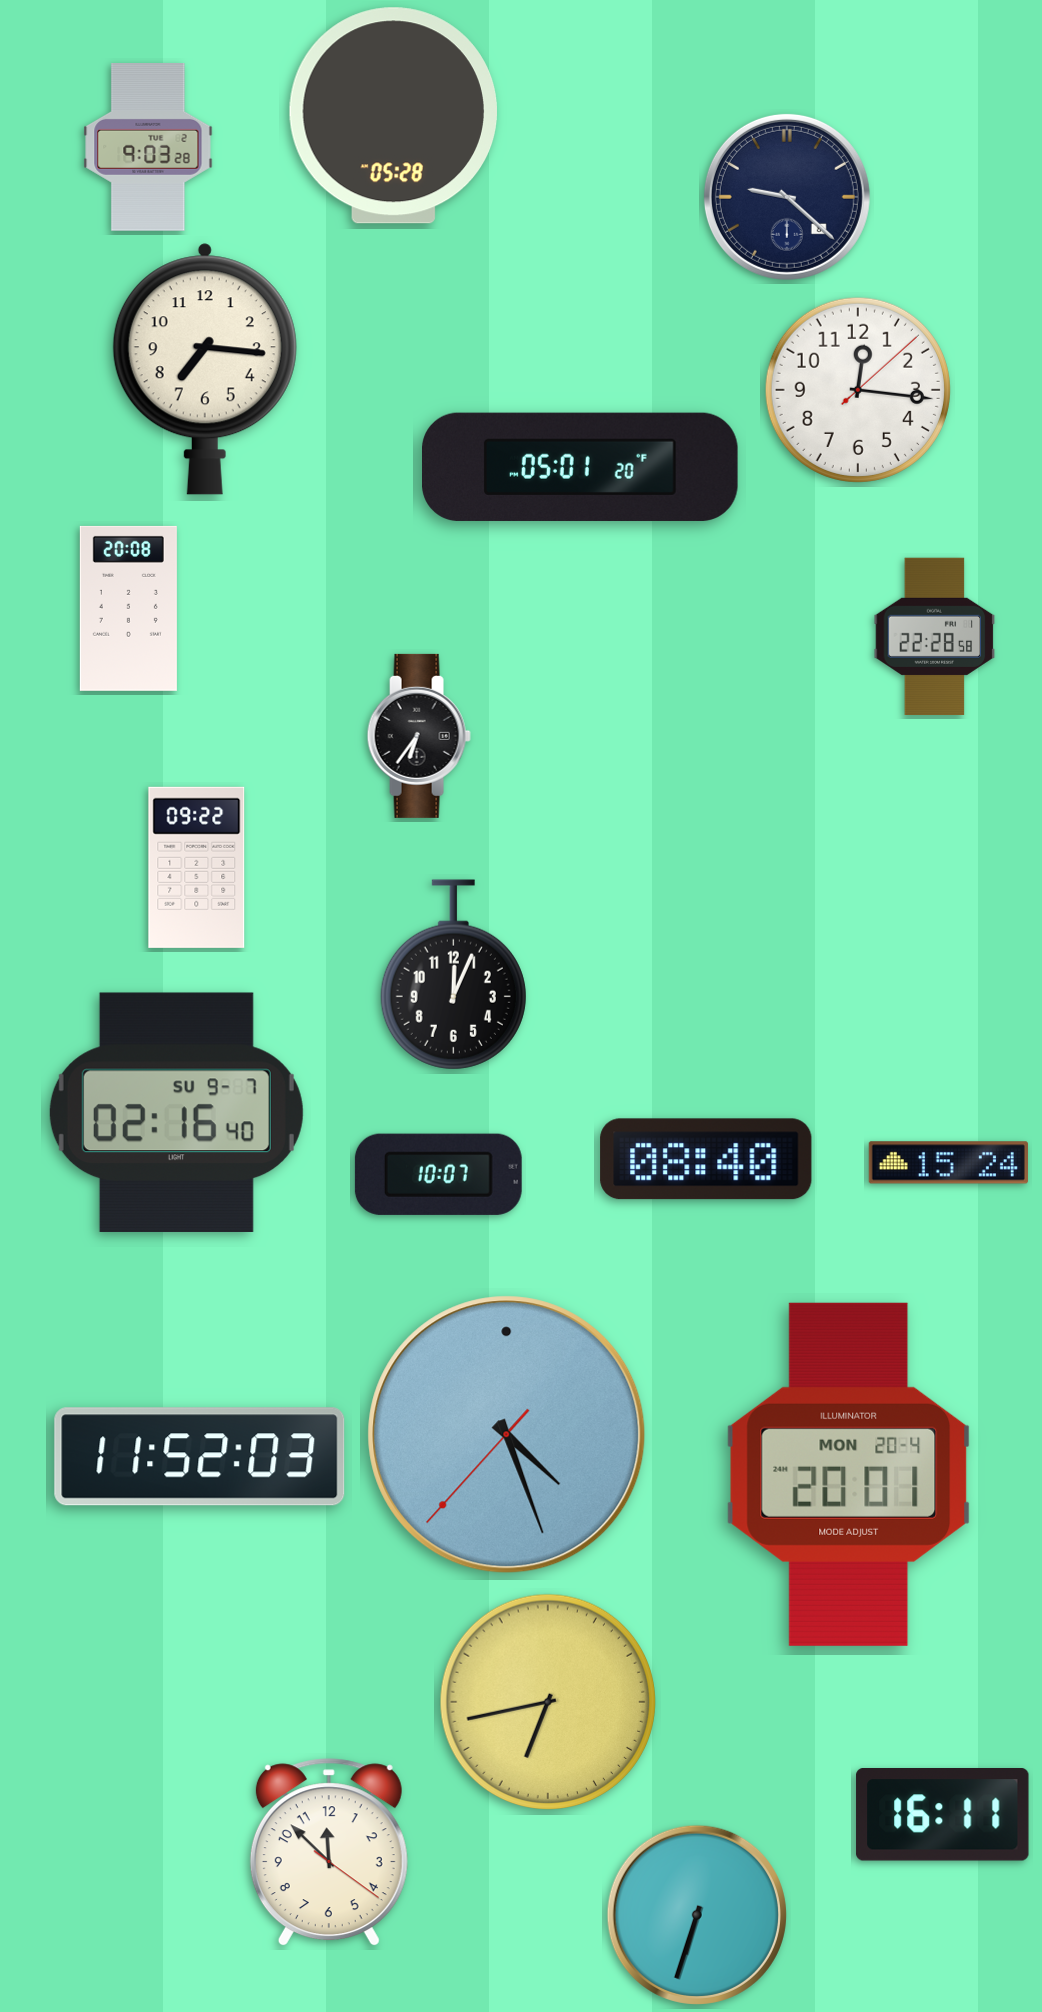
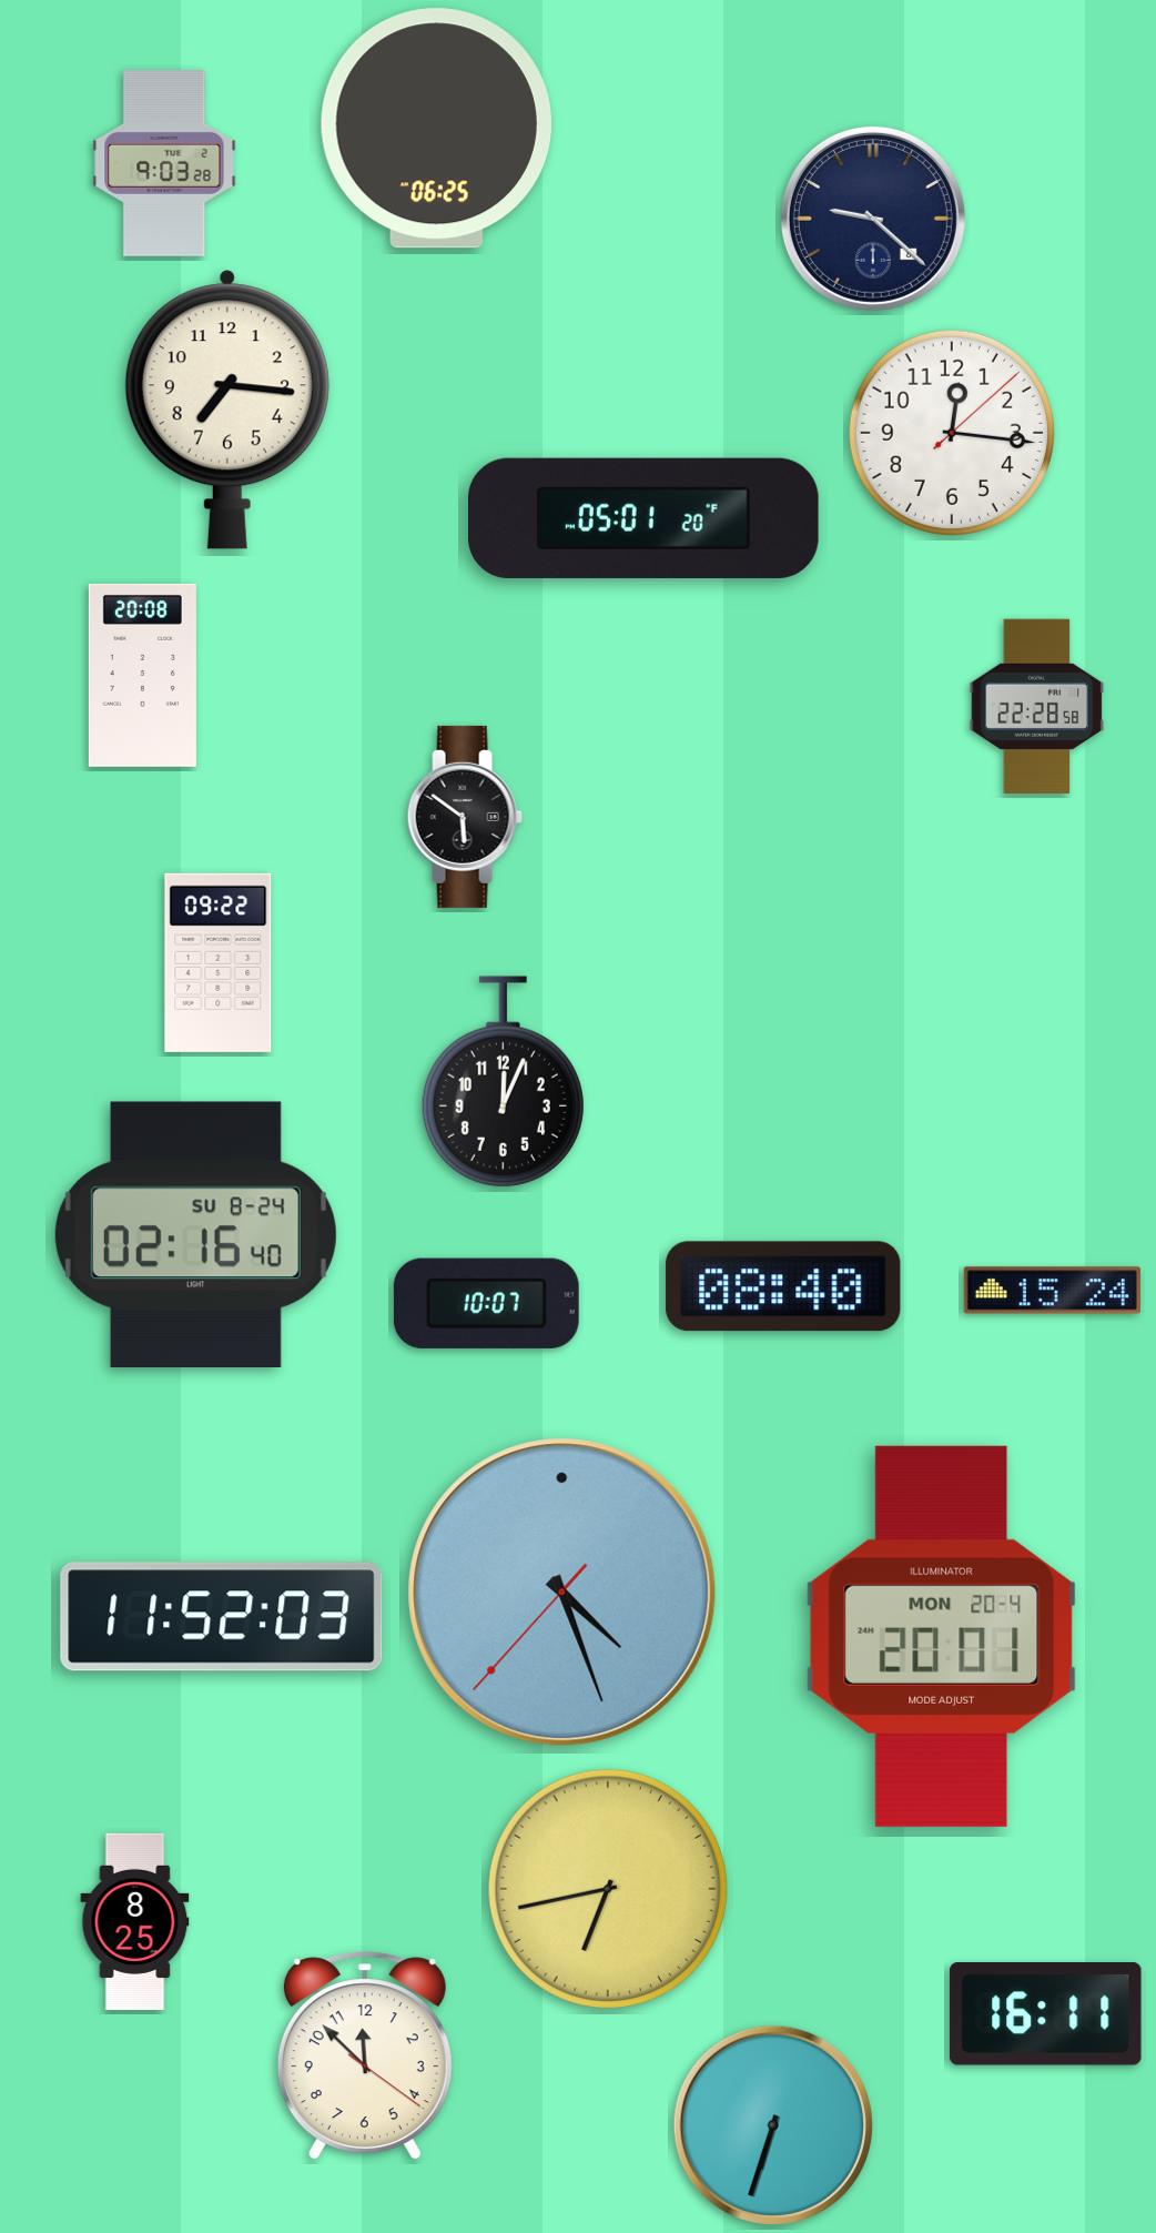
clock at (393, 116): 05:28 -> 06:25
clock at (419, 736): 6:36 -> 5:51
clock at (176, 1112) date: SU 9-7 -> SU 8-24
clock at (135, 1921): none -> 8:25
